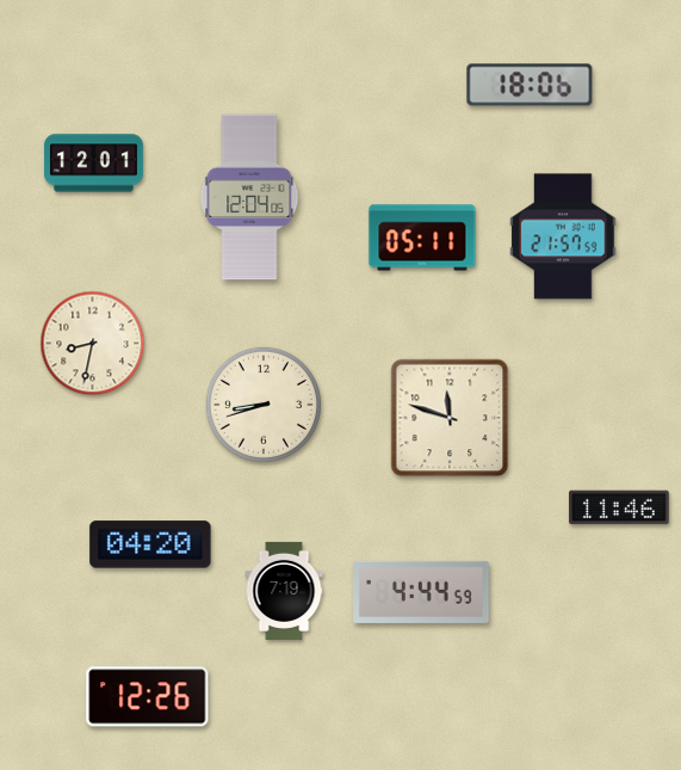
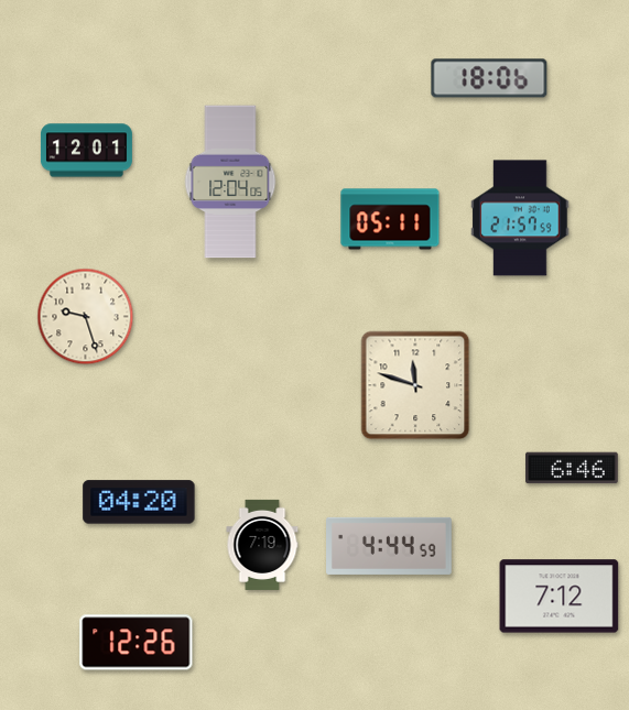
clock at (93, 344): 8:32 -> 9:27
clock at (264, 405): 8:42 -> none
clock at (620, 507): 11:46 -> 6:46
clock at (560, 597): none -> 7:12
